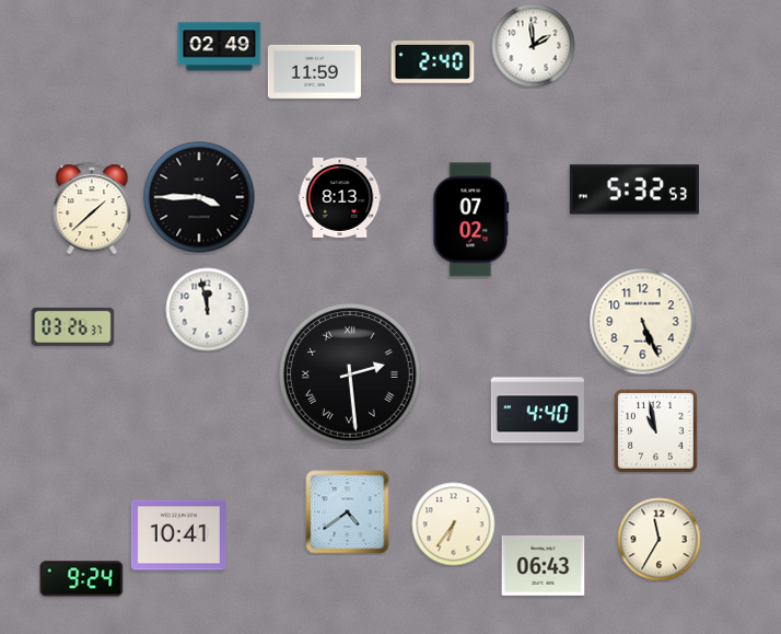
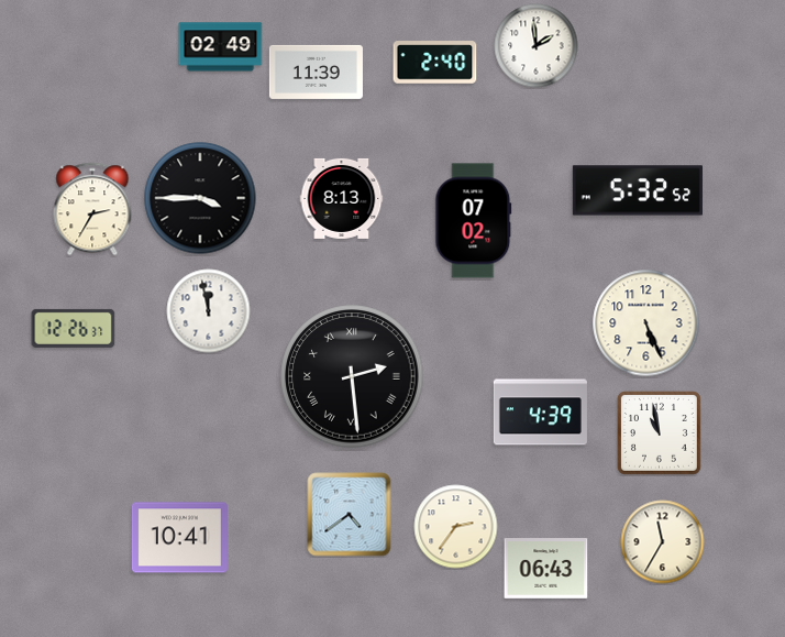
clock at (314, 71): 11:59 -> 11:39
clock at (633, 189): 5:32:53 -> 5:32:52
clock at (92, 208): 1:38 -> 2:35
clock at (73, 326): 03:26 -> 12:26
clock at (537, 411): 4:40 -> 4:39
clock at (454, 525): 6:36 -> 2:36
clock at (82, 579): 9:24 -> none
